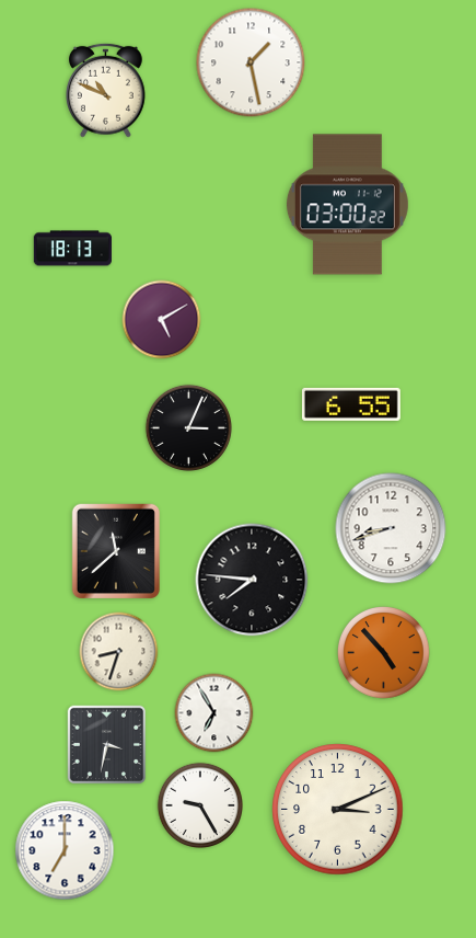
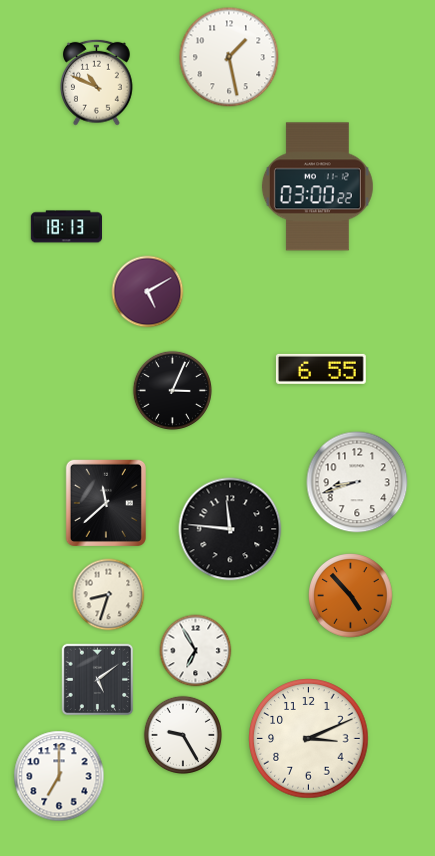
clock at (252, 580): 7:46 -> 11:46
clock at (107, 745): 3:32 -> 5:09
